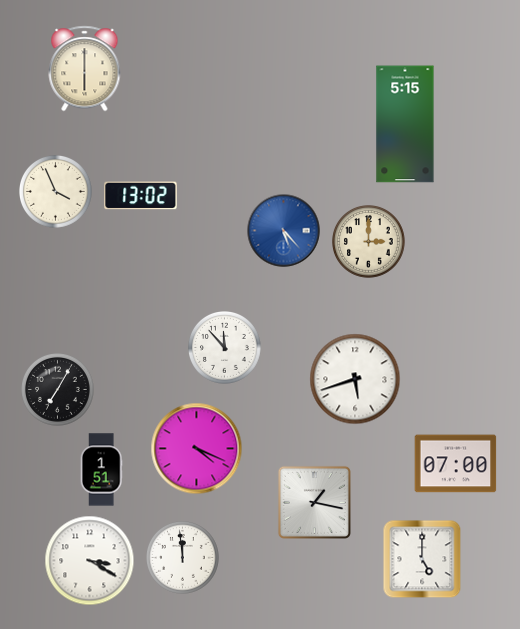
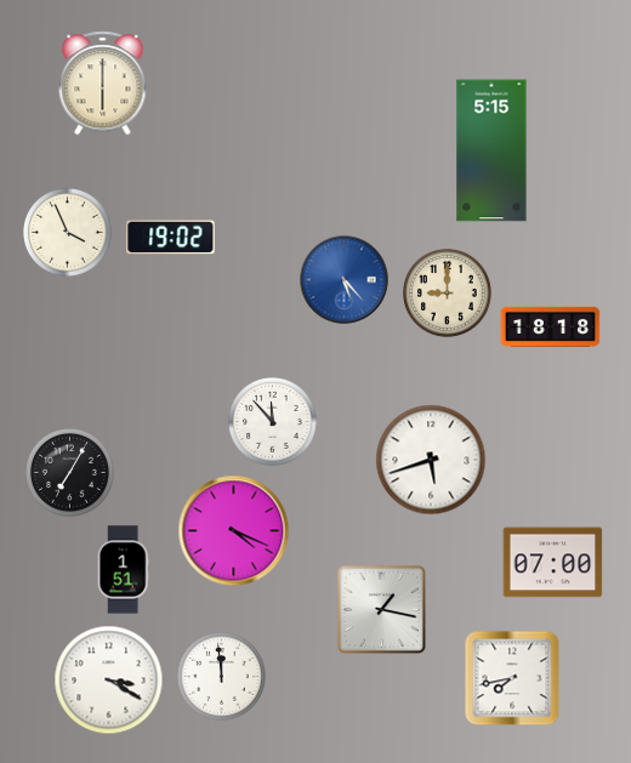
clock at (141, 196): 13:02 -> 19:02
clock at (369, 242): 3:00 -> 9:00
clock at (551, 326): none -> 18:18
clock at (197, 449) position: (197, 449) -> (234, 531)
clock at (422, 559): 5:00 -> 7:43
